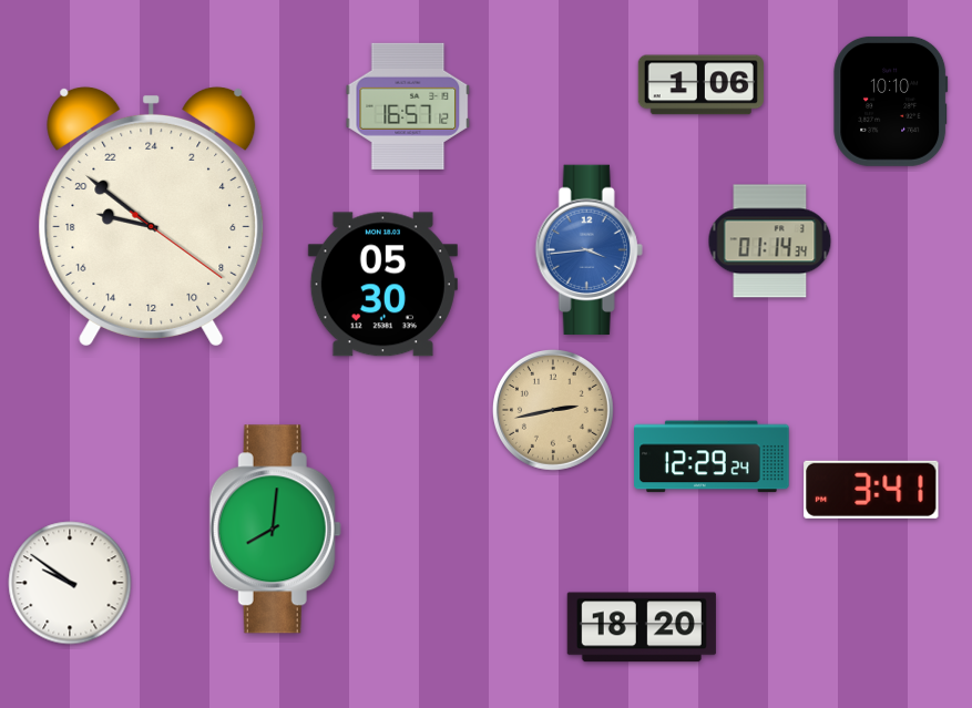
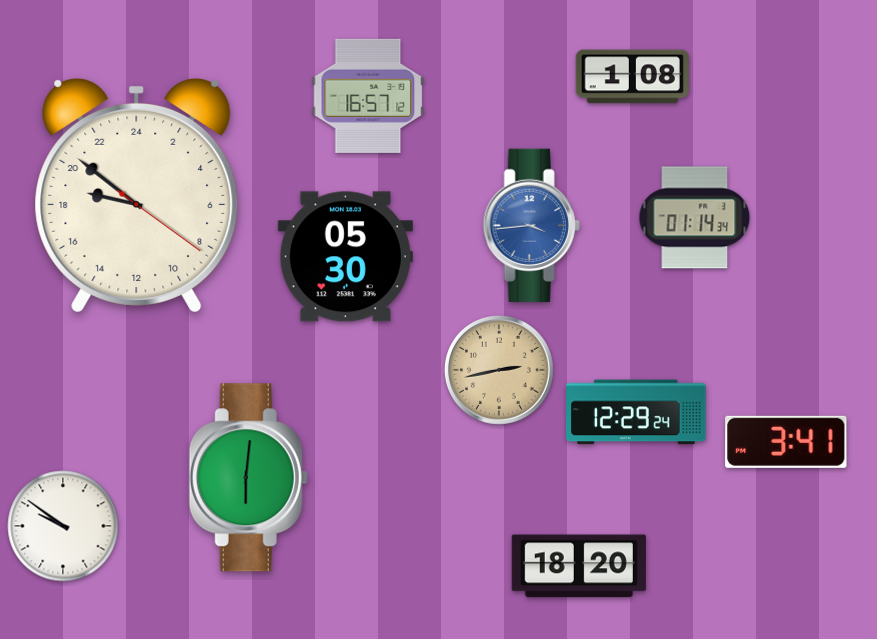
clock at (700, 85): 1:06 -> 1:08
clock at (891, 101): 10:10 -> none
clock at (712, 456) position: (712, 456) -> (636, 412)
clock at (275, 530): 8:01 -> 6:01
